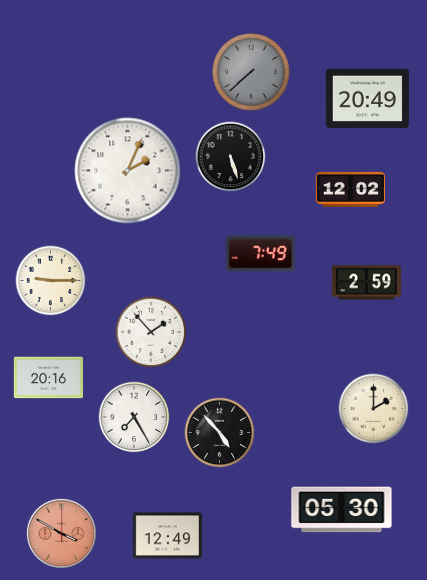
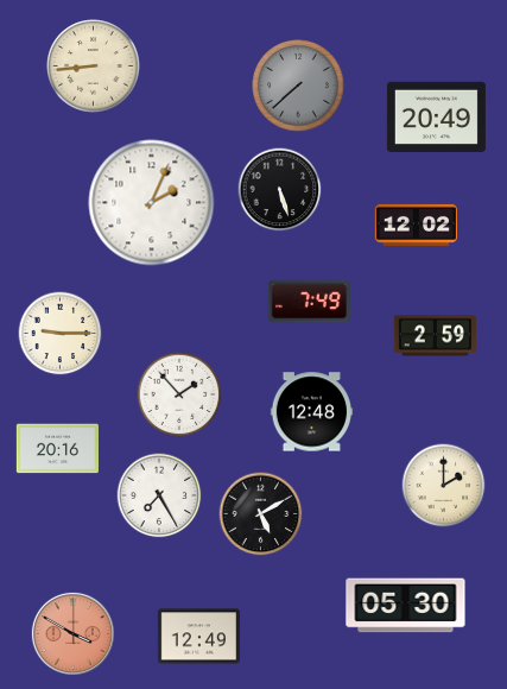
clock at (94, 67): none -> 8:44
clock at (231, 157) position: (231, 157) -> (280, 190)
clock at (311, 412): none -> 12:48
clock at (220, 433): 4:53 -> 5:10
